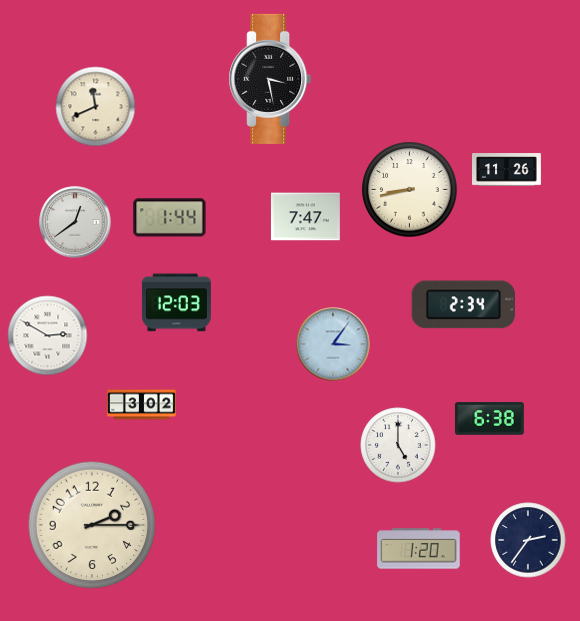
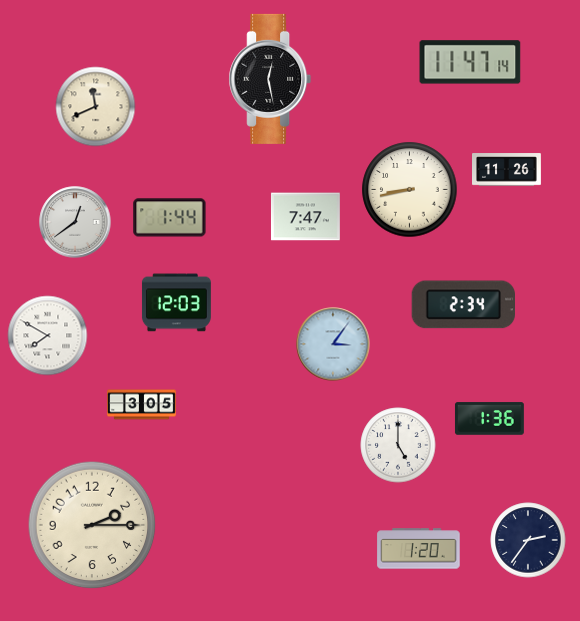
clock at (470, 62): none -> 11:47
clock at (270, 79): 3:28 -> 12:28
clock at (48, 336): 2:50 -> 7:50
clock at (142, 405): 3:02 -> 3:05
clock at (489, 419): 6:38 -> 1:36
